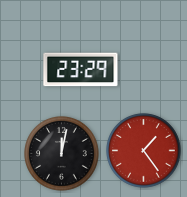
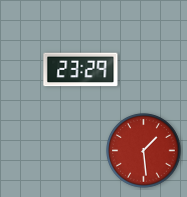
clock at (144, 151): 1:24 -> 1:29
clock at (62, 154): 12:02 -> none
